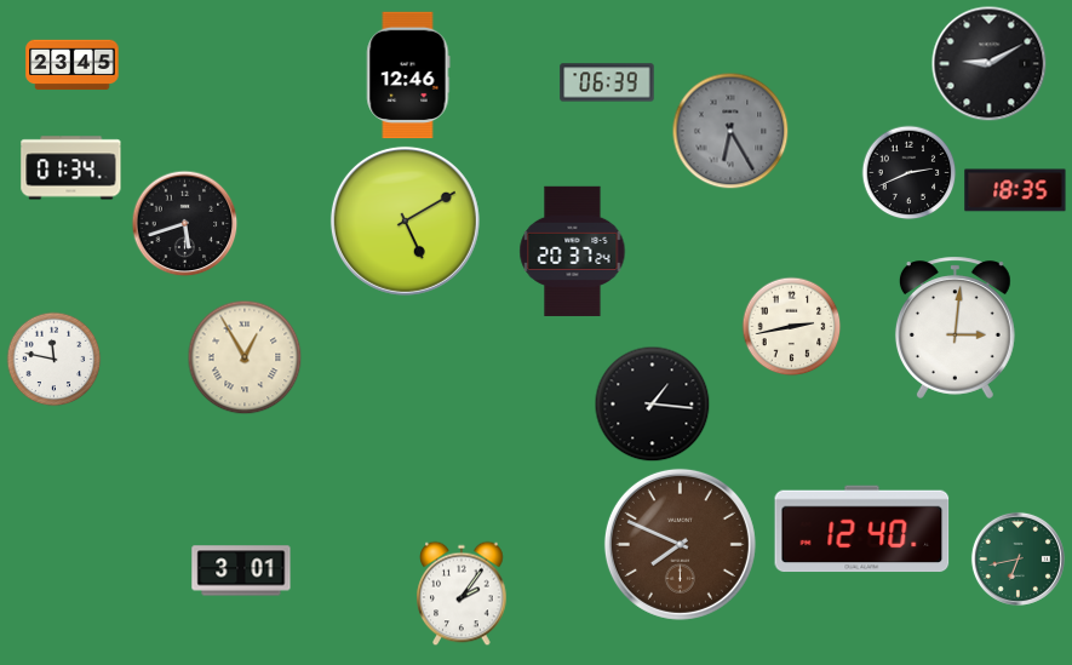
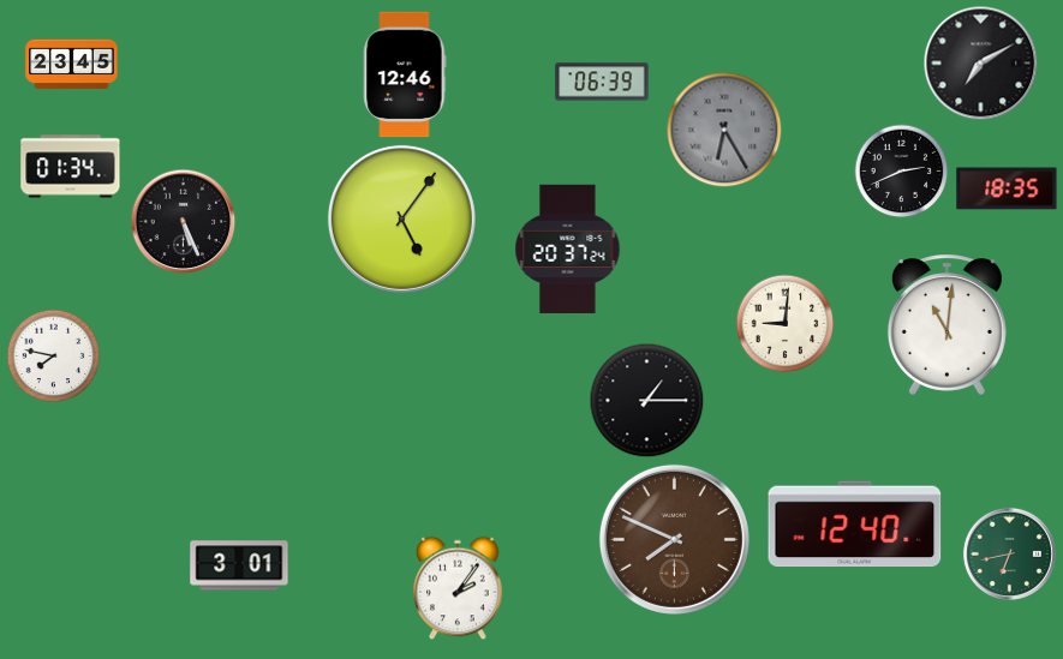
clock at (988, 63): 9:10 -> 7:10
clock at (405, 220): 5:10 -> 5:06
clock at (184, 223): 5:42 -> 5:26
clock at (791, 326): 2:43 -> 9:01
clock at (955, 327): 3:01 -> 11:01
clock at (245, 357): 12:55 -> none
clock at (53, 359): 11:47 -> 7:47
clock at (652, 403): 1:16 -> 1:15
